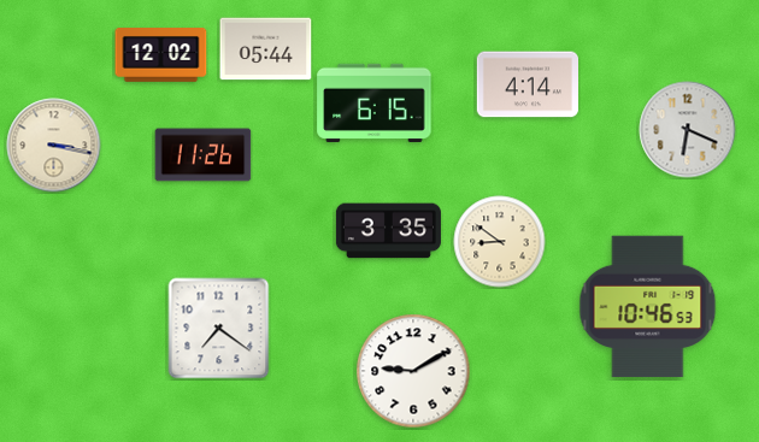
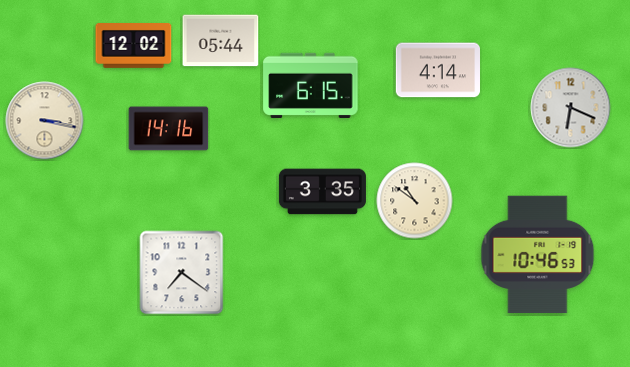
clock at (204, 155): 11:26 -> 14:16
clock at (500, 242): 8:51 -> 10:51
clock at (413, 371): 9:10 -> none
